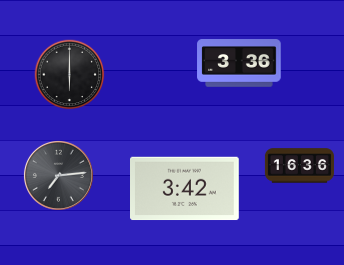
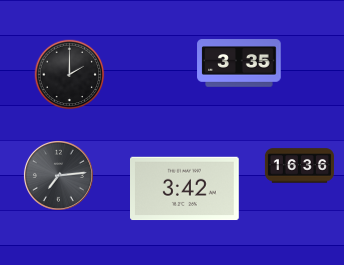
clock at (239, 63): 3:36 -> 3:35
clock at (70, 75): 6:00 -> 2:00
